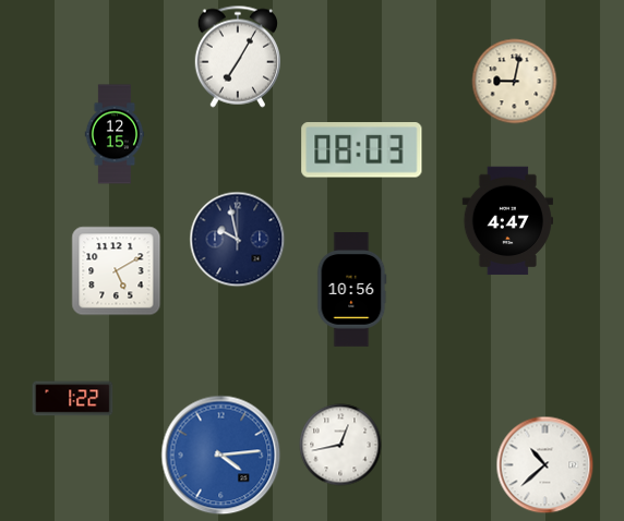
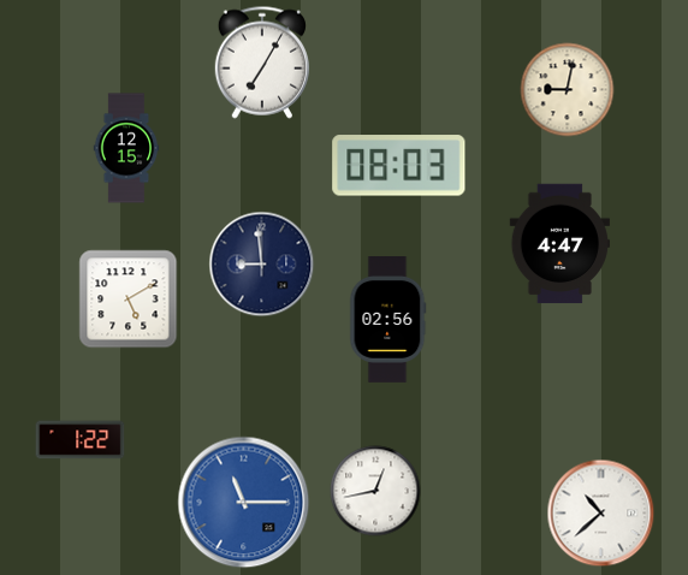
clock at (238, 240): 9:58 -> 8:59
clock at (352, 290): 10:56 -> 02:56
clock at (221, 456): 4:14 -> 11:15
